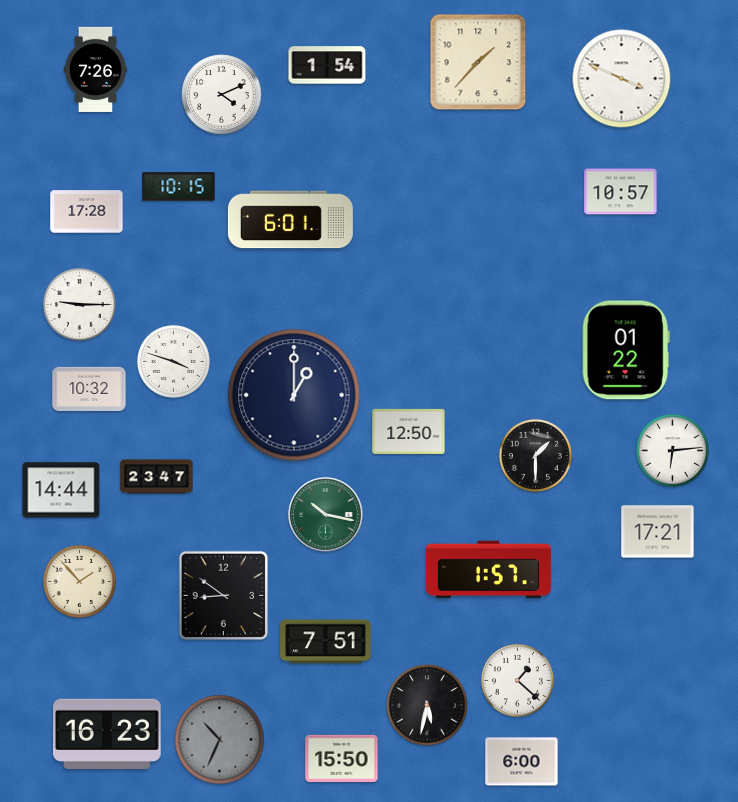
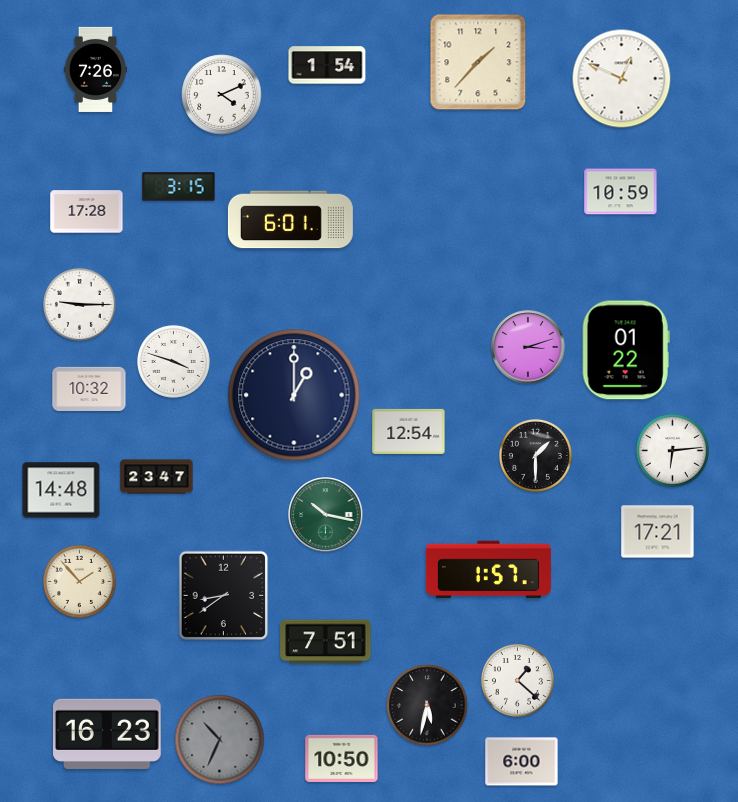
clock at (622, 79): 3:49 -> 12:49
clock at (179, 187): 10:15 -> 3:15
clock at (621, 192): 10:57 -> 10:59
clock at (528, 347): none -> 3:12
clock at (409, 431): 12:50 -> 12:54
clock at (61, 490): 14:44 -> 14:48
clock at (224, 596): 8:51 -> 8:39
clock at (342, 758): 15:50 -> 10:50
